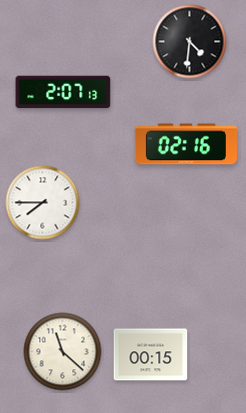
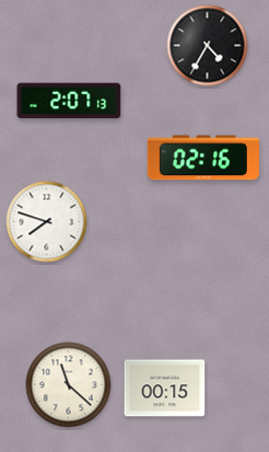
clock at (190, 42): 4:31 -> 4:35
clock at (43, 203): 7:45 -> 7:48
